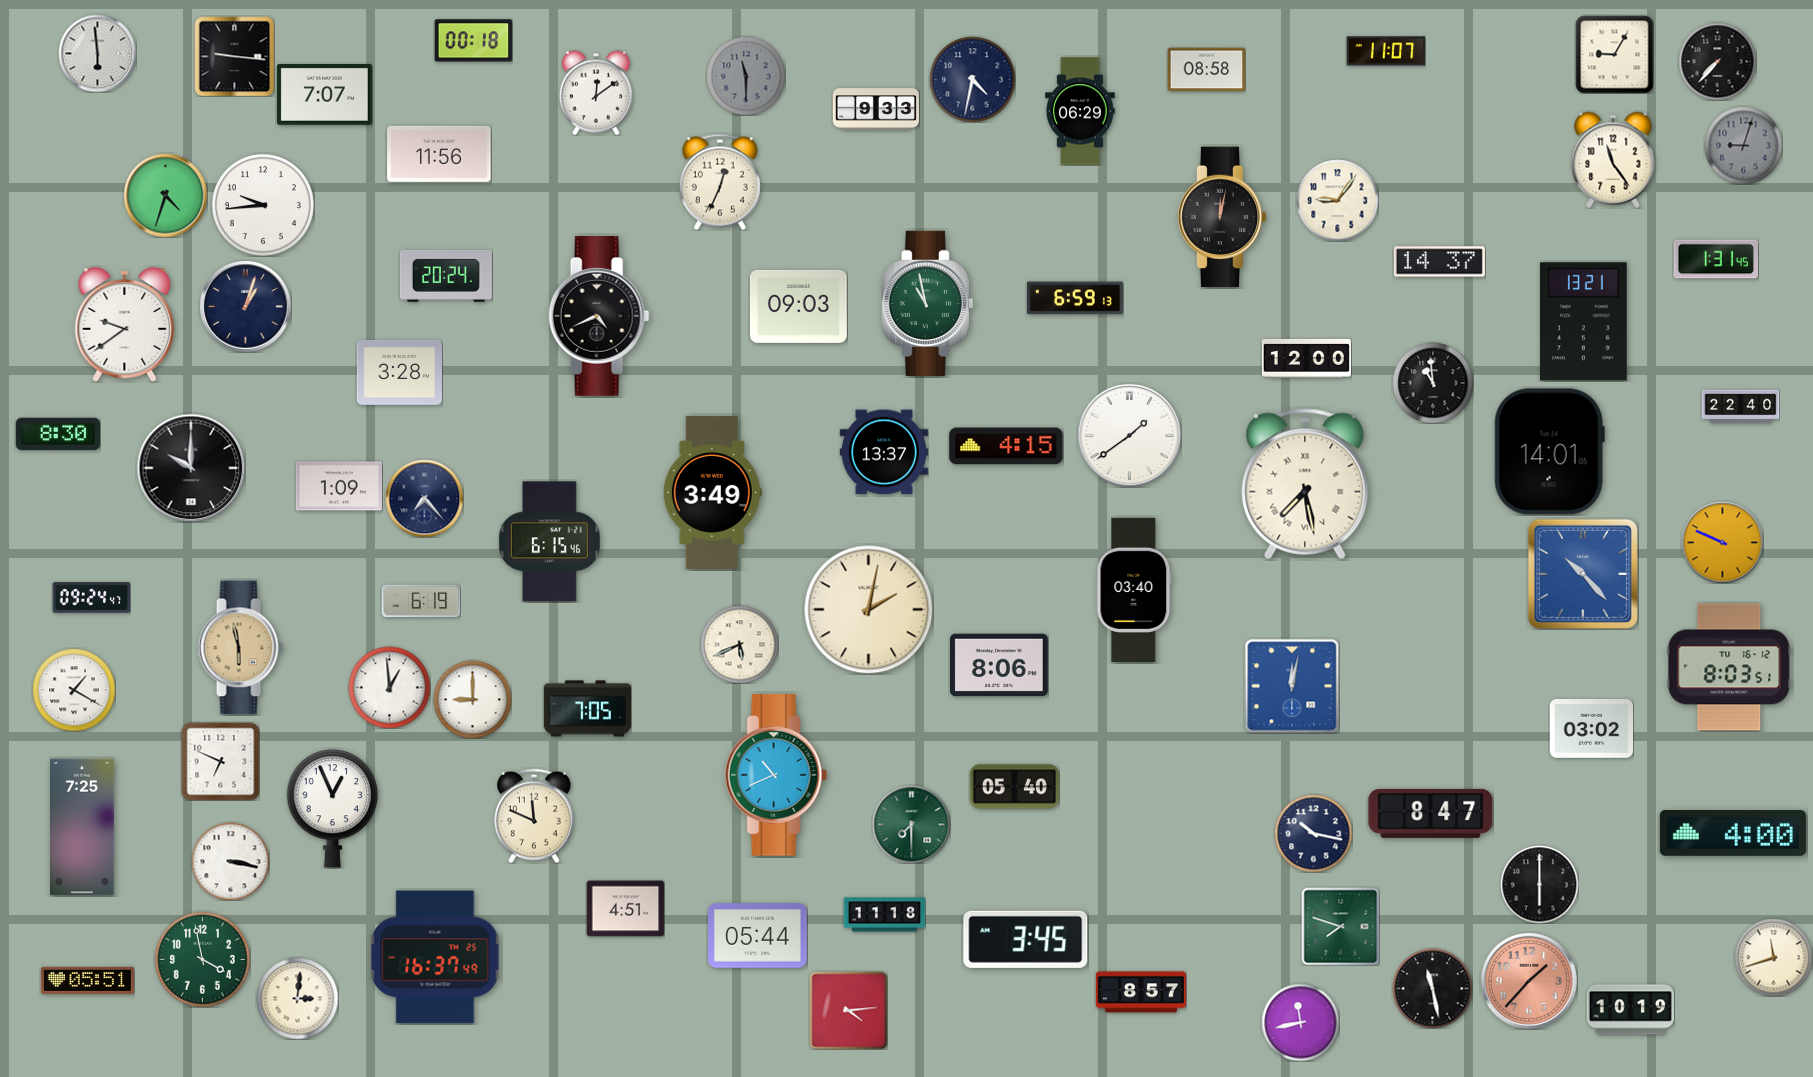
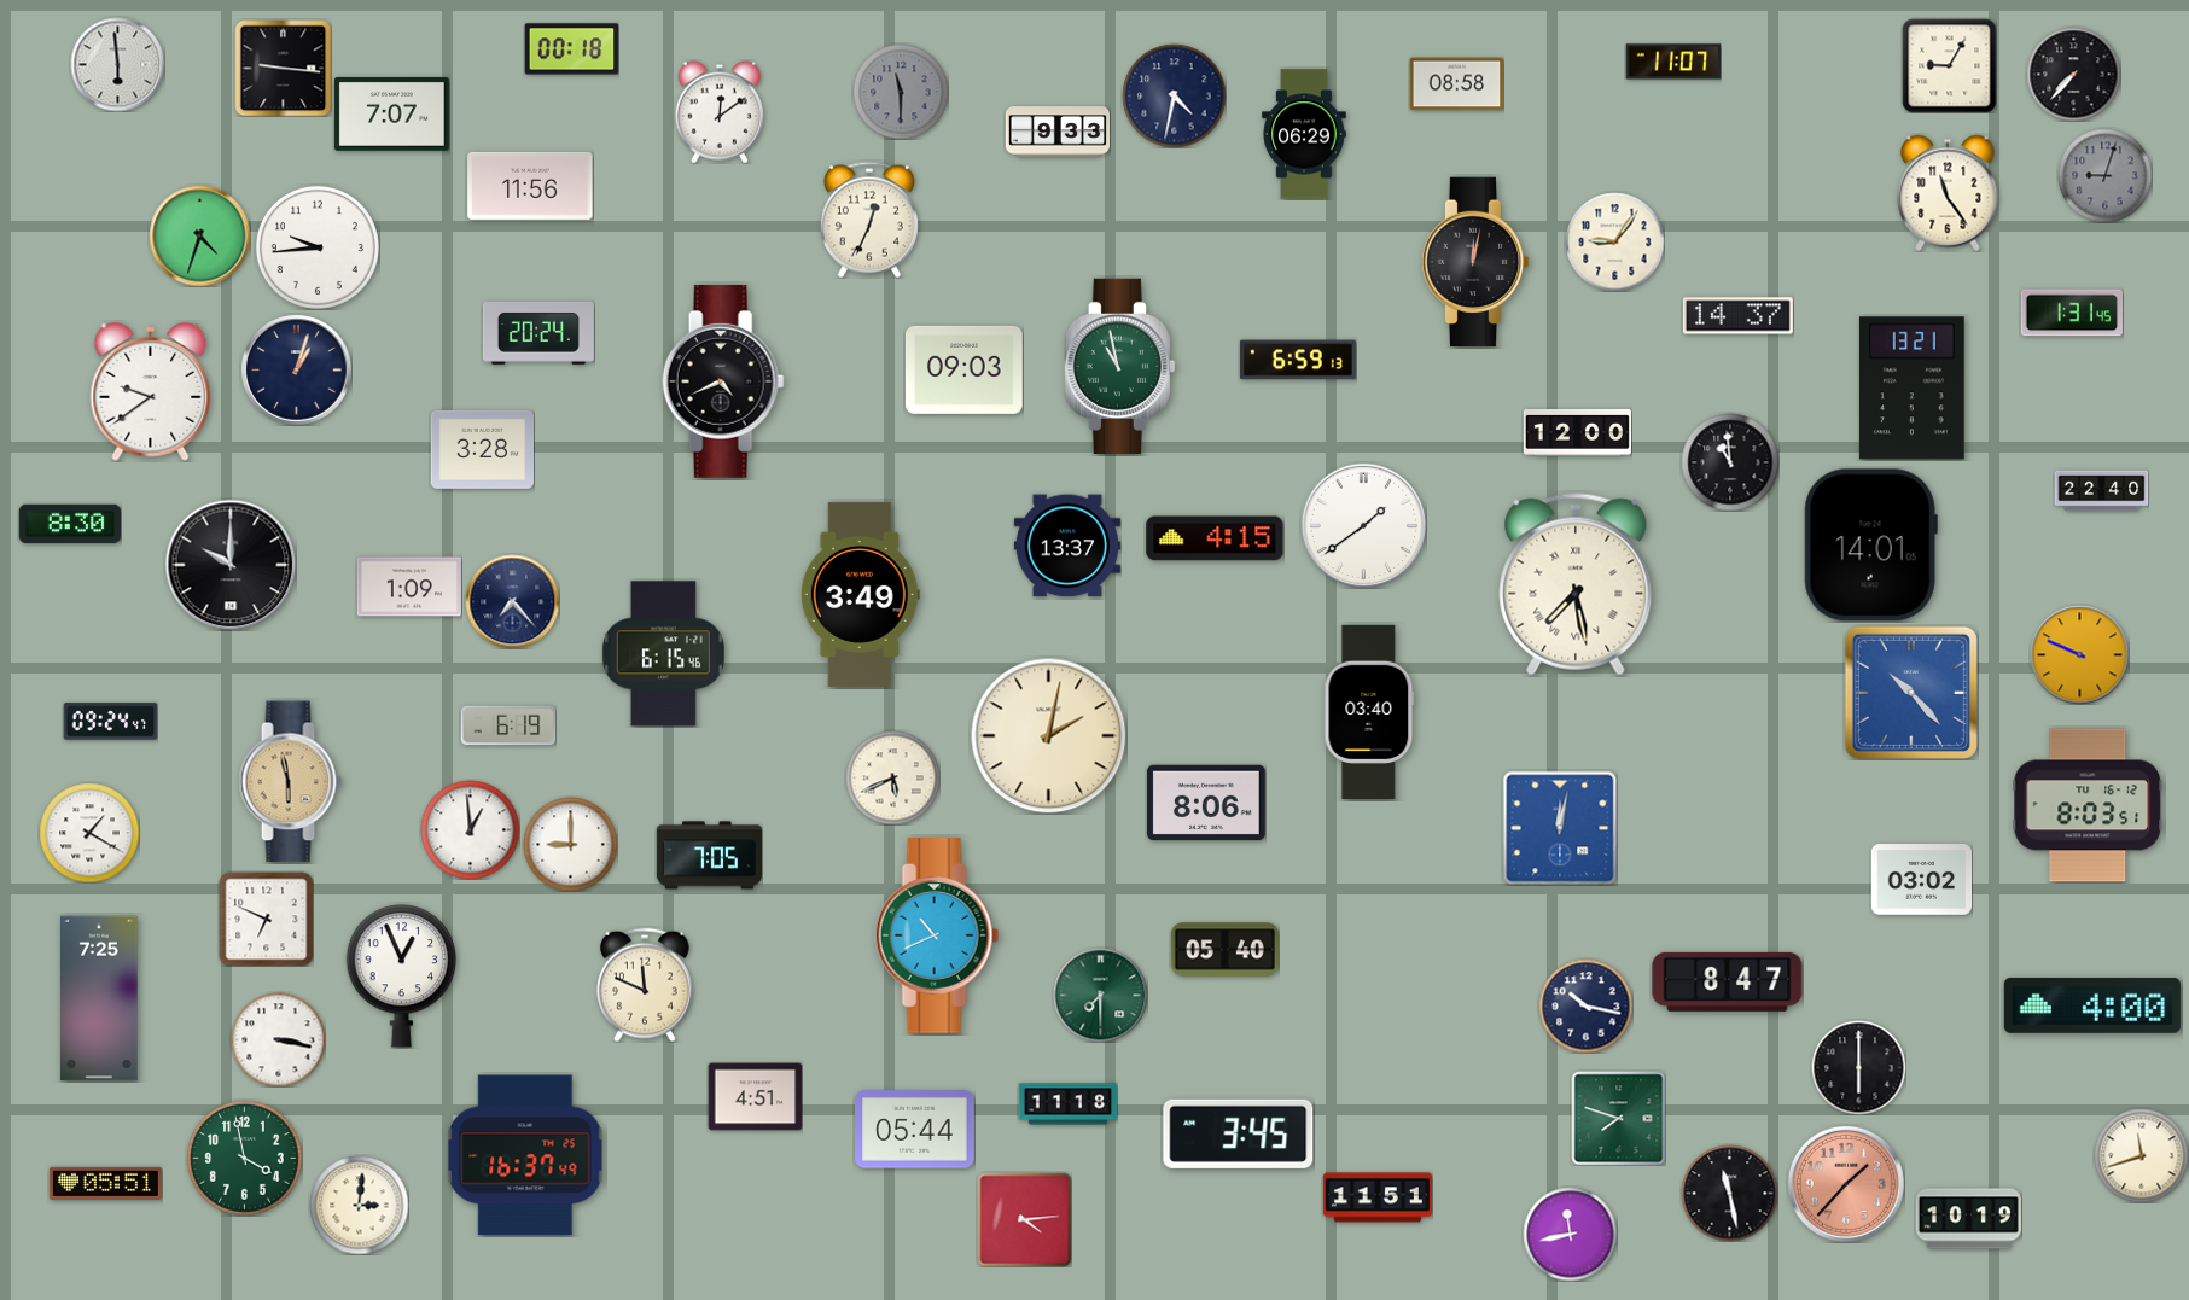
clock at (1141, 992): 8:57 -> 11:51
